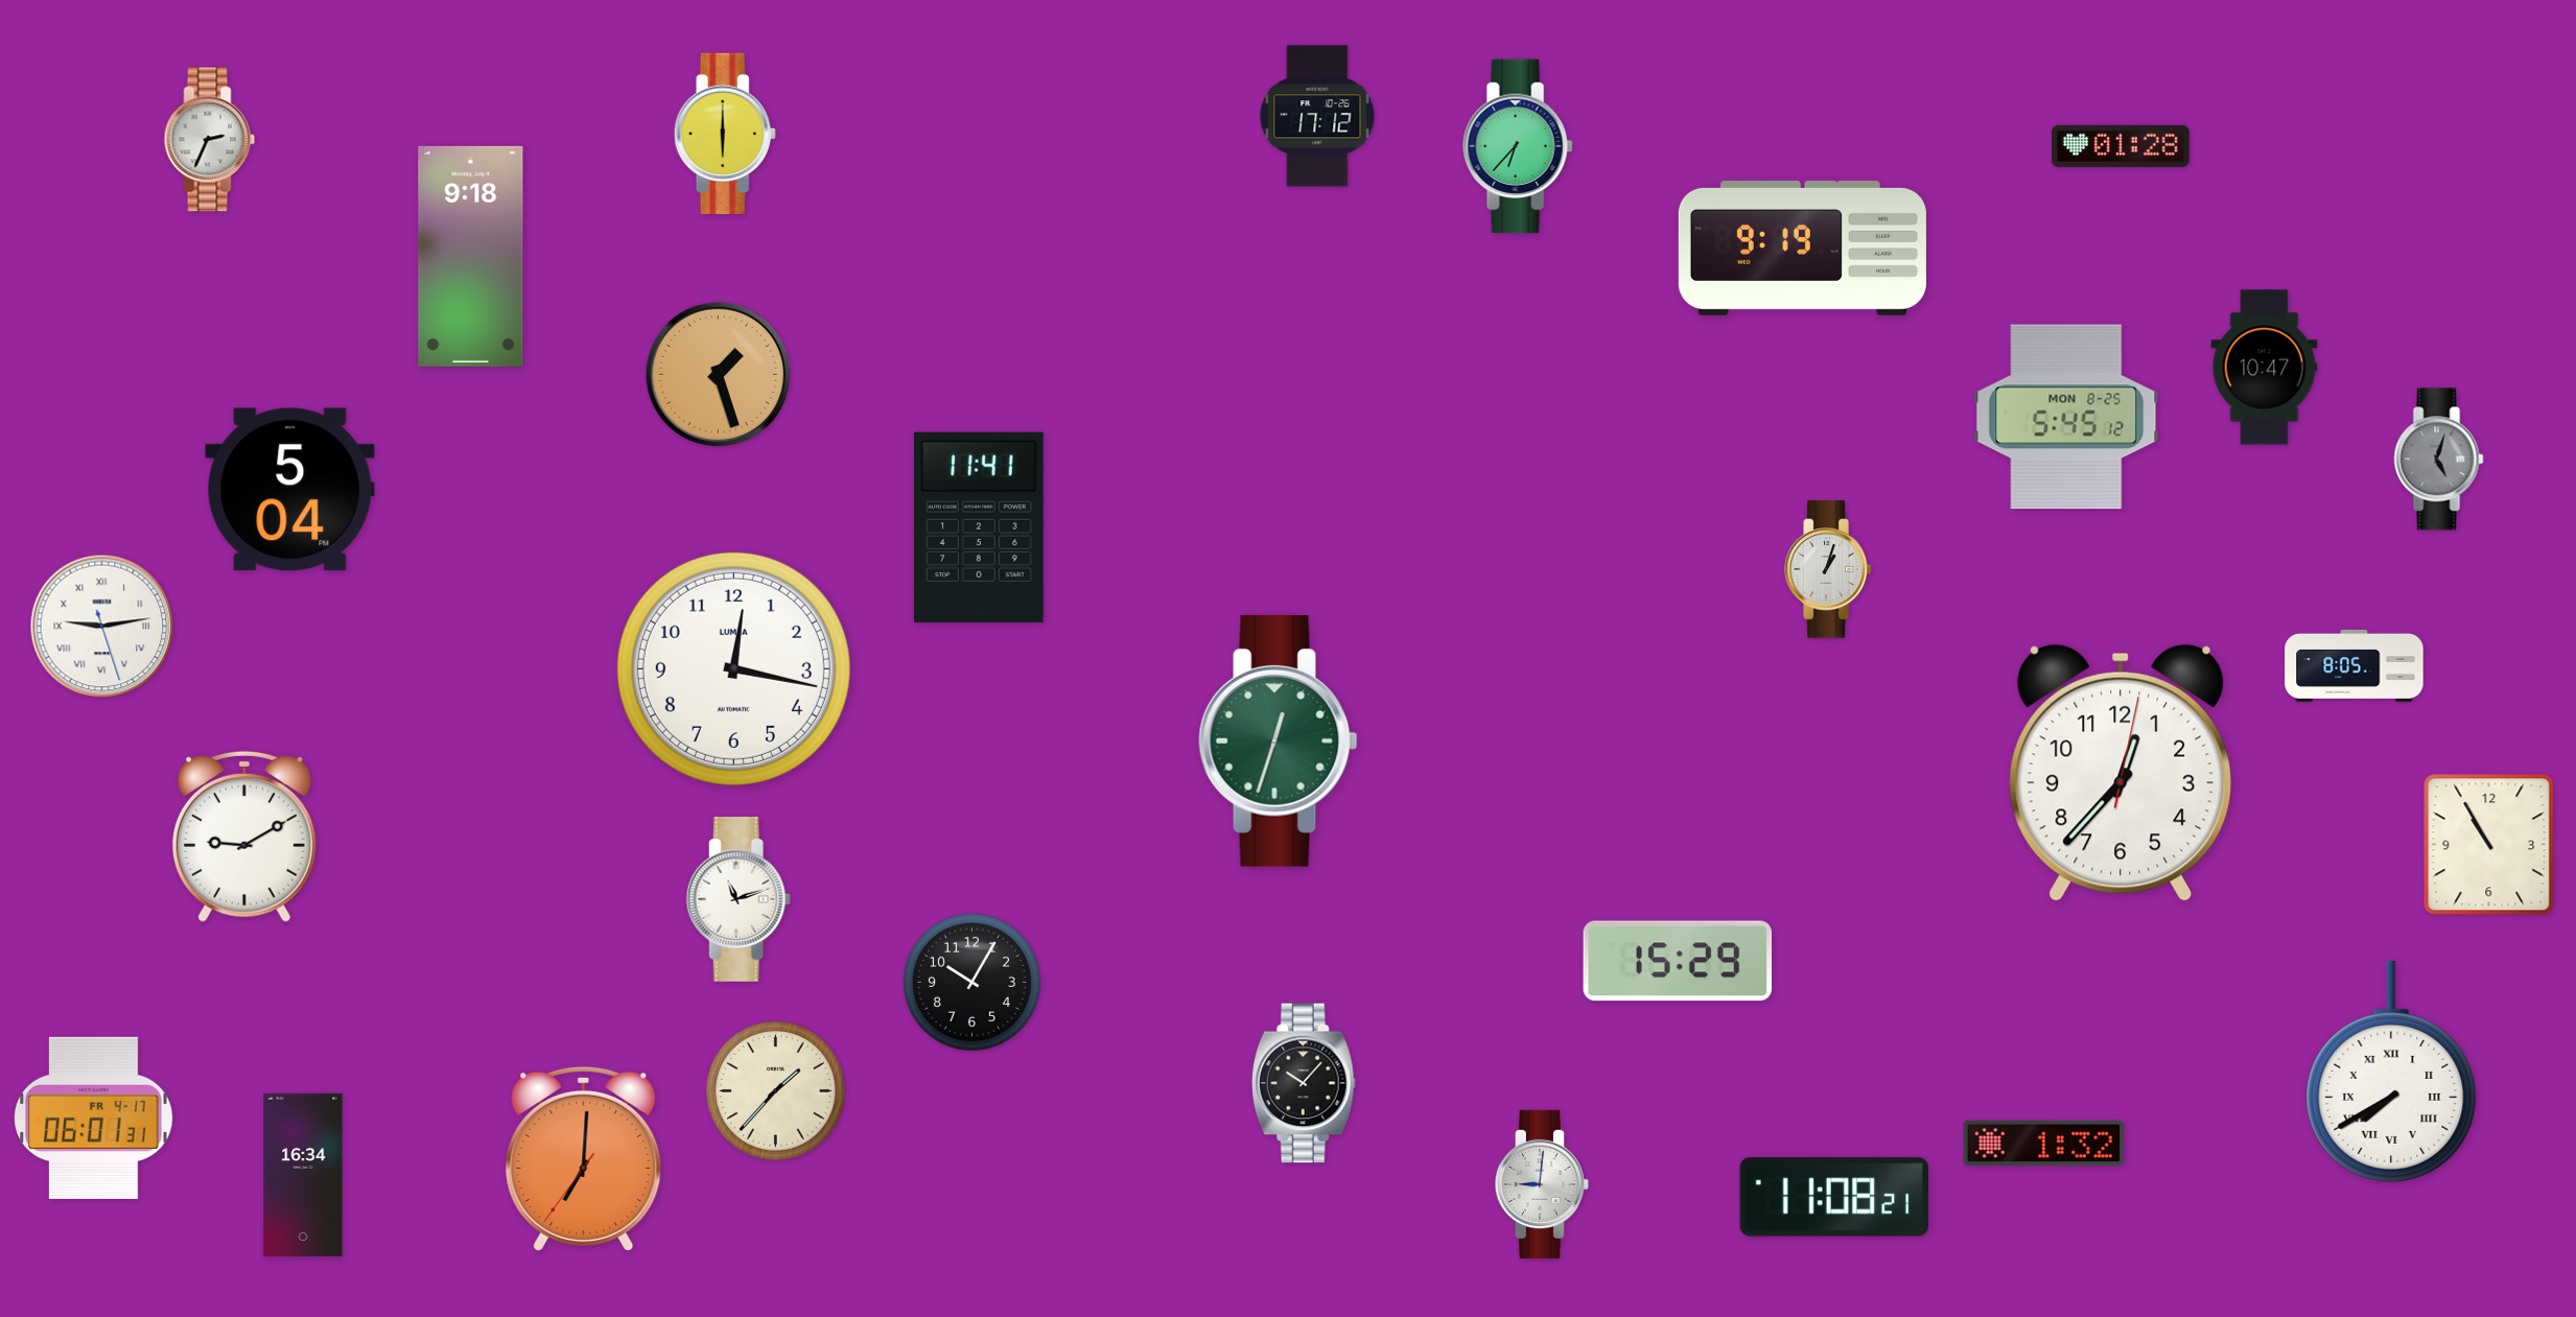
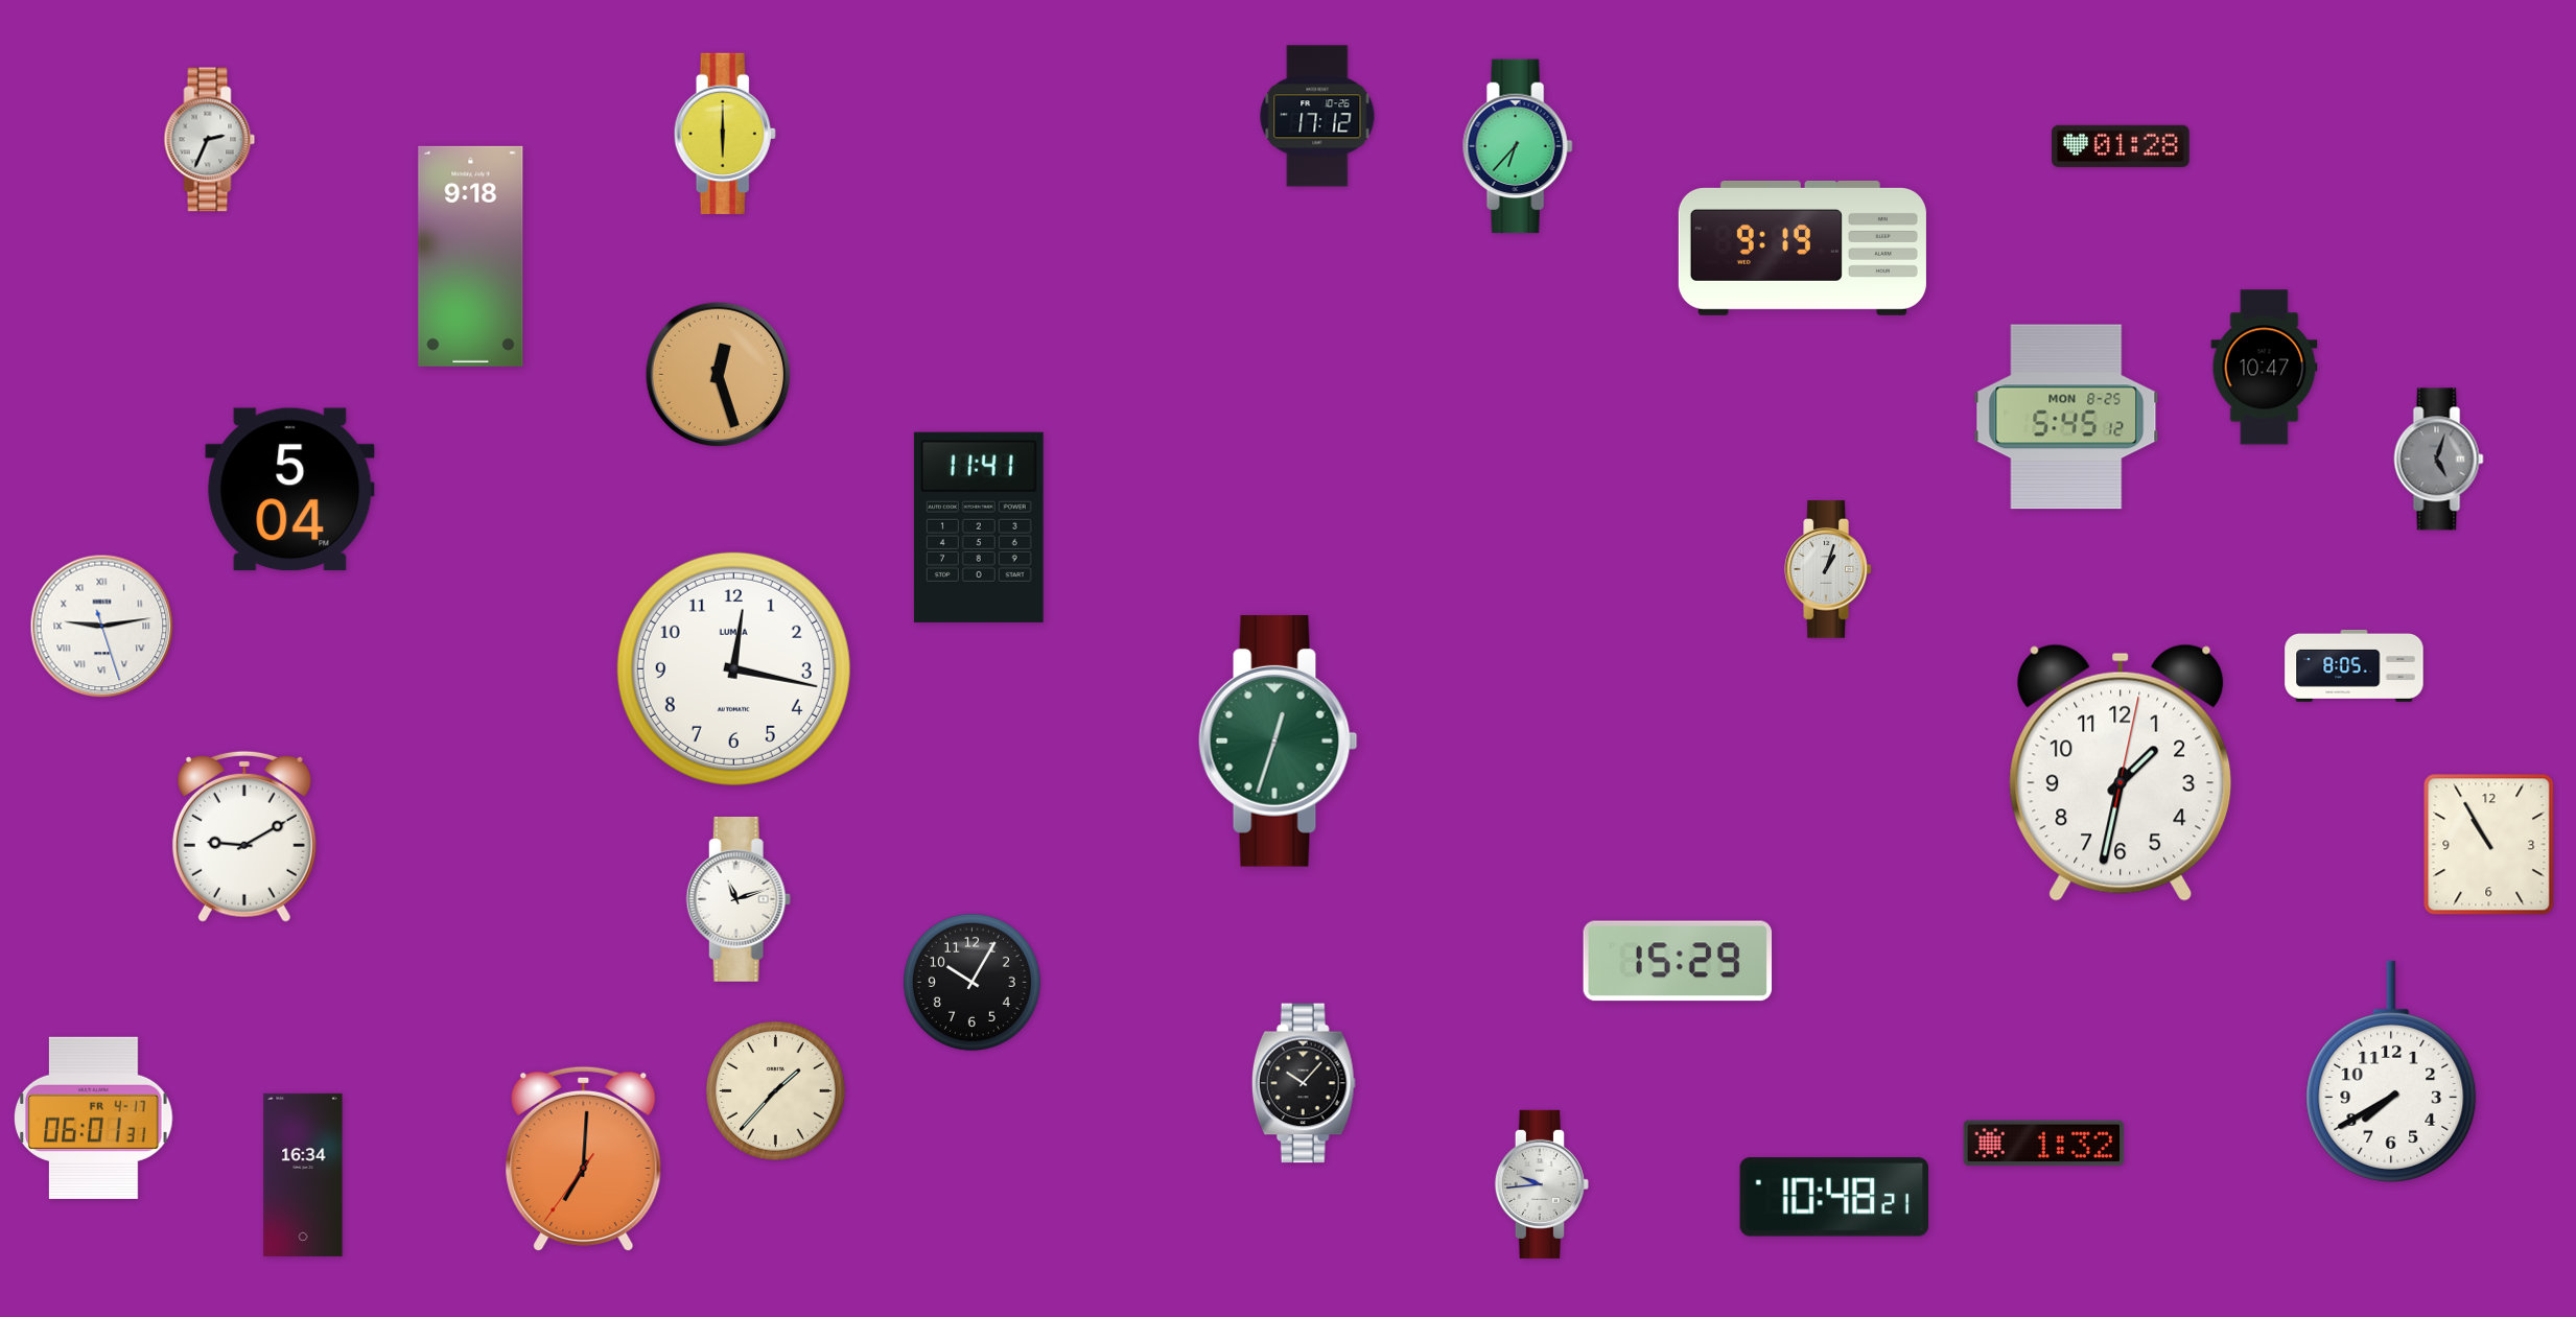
clock at (719, 375): 1:27 -> 12:27
clock at (2121, 773): 12:37 -> 1:32
clock at (2391, 1072) numerals: Roman -> Arabic
clock at (1542, 1184): 9:01 -> 9:44
clock at (1834, 1197): 11:08 -> 10:48
